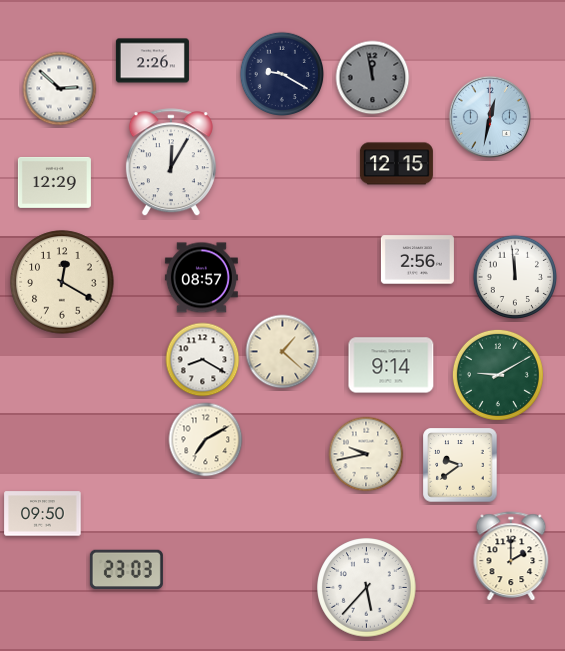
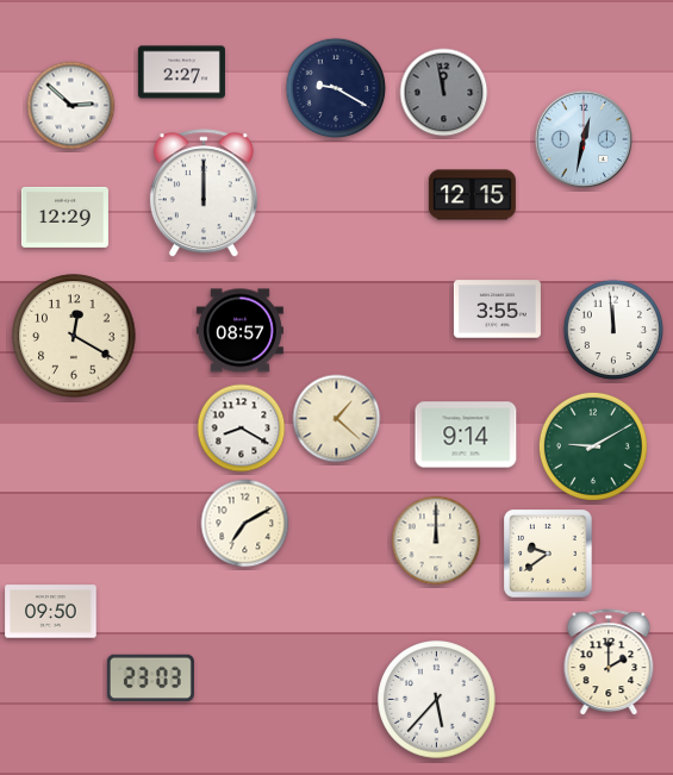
clock at (152, 61): 2:26 -> 2:27
clock at (171, 163): 12:05 -> 12:00
clock at (417, 260): 2:56 -> 3:55
clock at (366, 454): 9:43 -> 12:00
